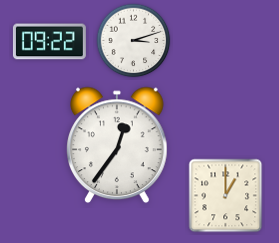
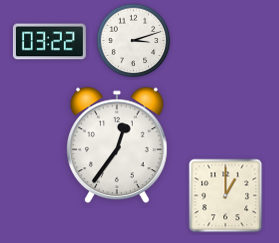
clock at (49, 42): 09:22 -> 03:22
